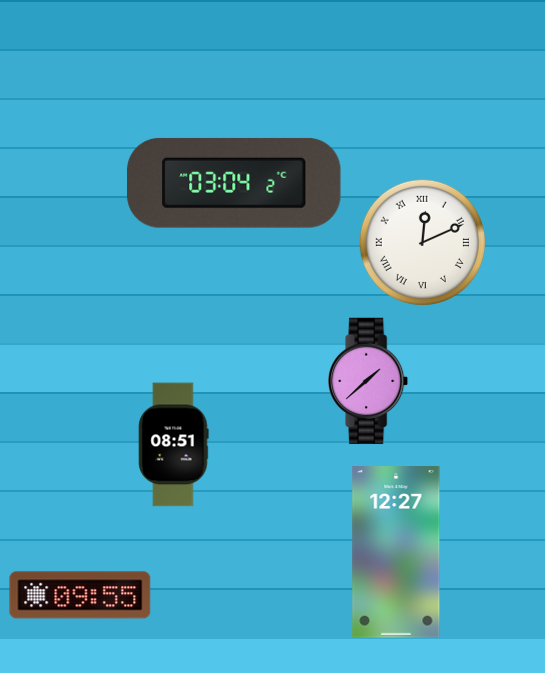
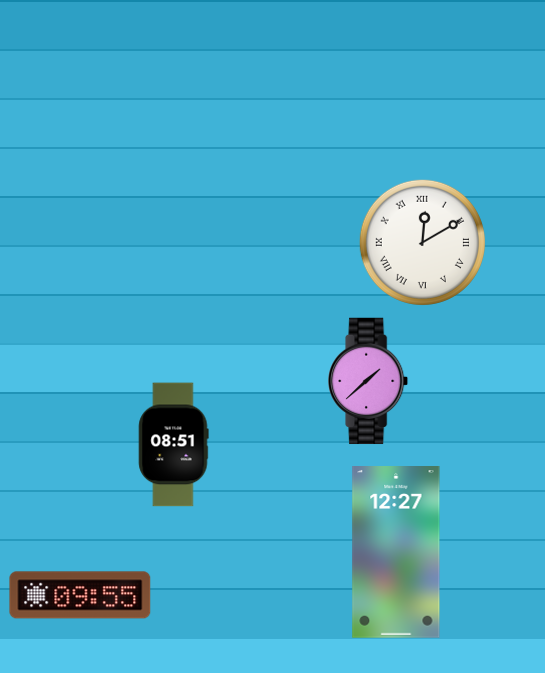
clock at (234, 183): 03:04 -> none
clock at (422, 242): 12:11 -> 12:10
